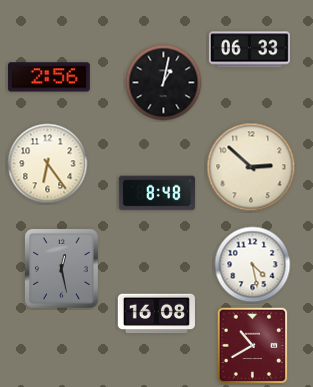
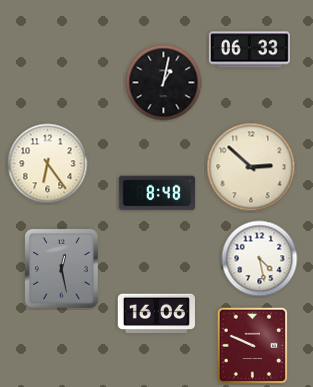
clock at (49, 77): 2:56 -> none
clock at (253, 265) position: (253, 265) -> (260, 259)
clock at (156, 314): 16:08 -> 16:06
clock at (253, 346): 10:40 -> 9:49
